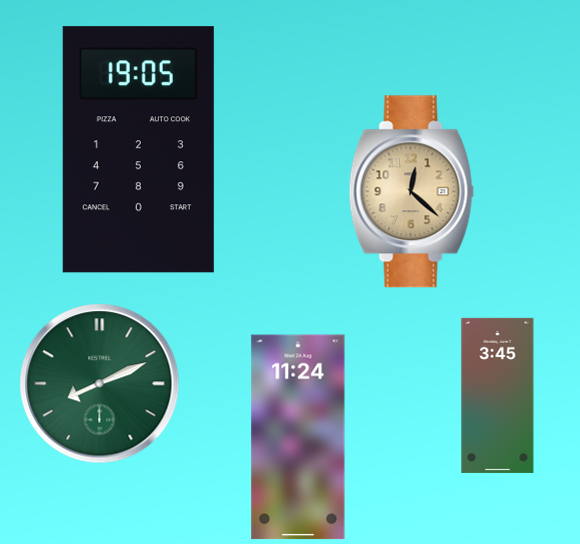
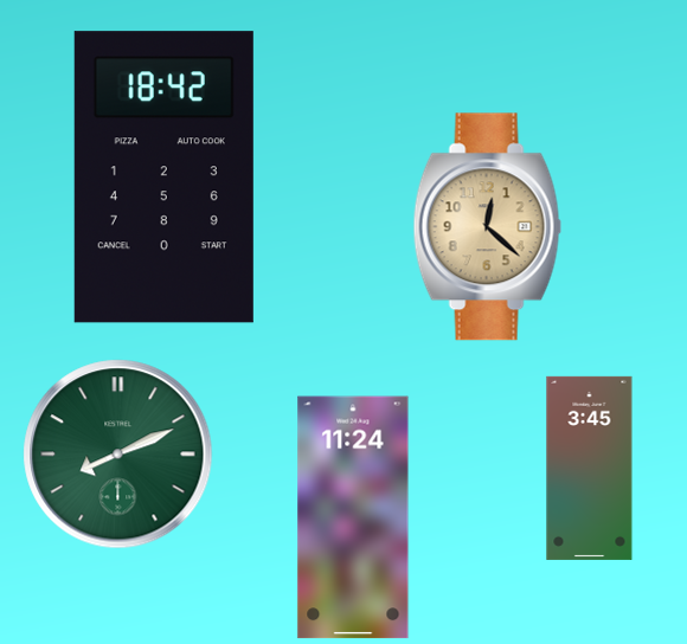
clock at (138, 150): 19:05 -> 18:42
